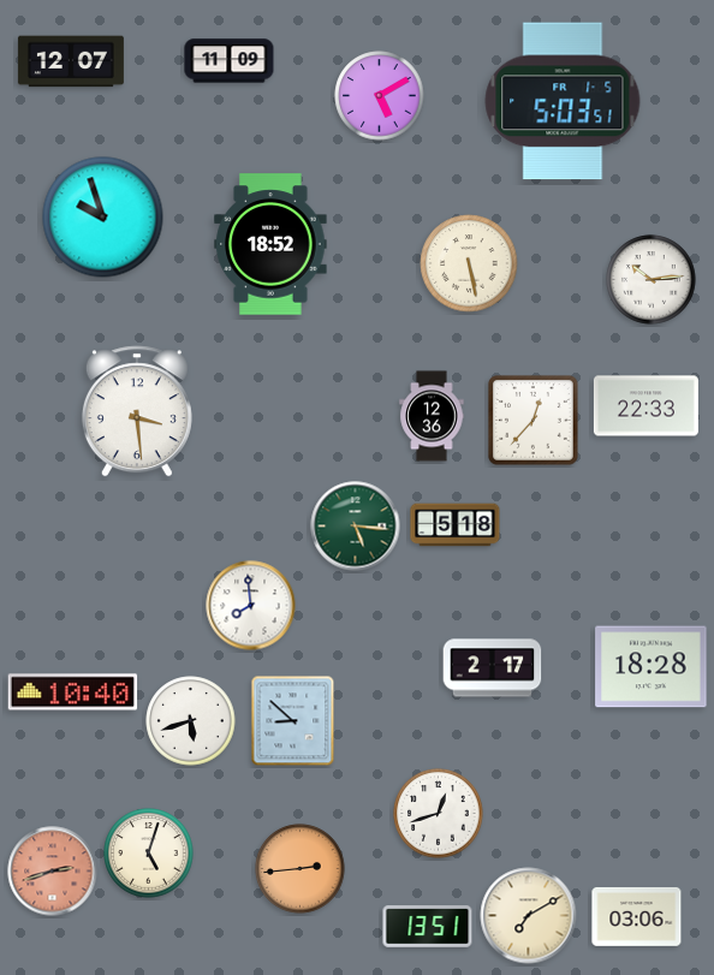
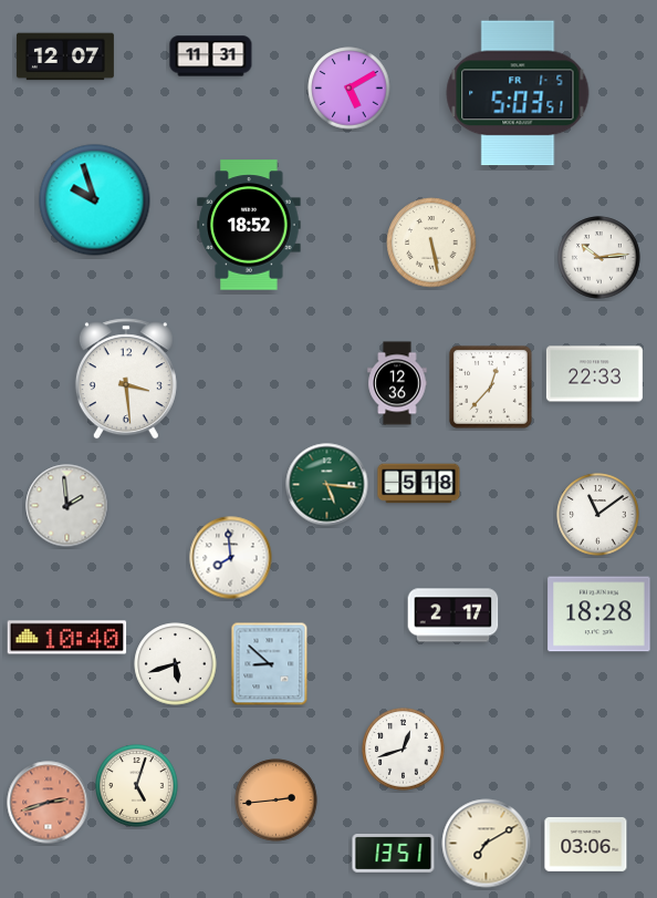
clock at (230, 61): 11:09 -> 11:31
clock at (67, 506): none -> 1:59
clock at (598, 515): none -> 11:09
